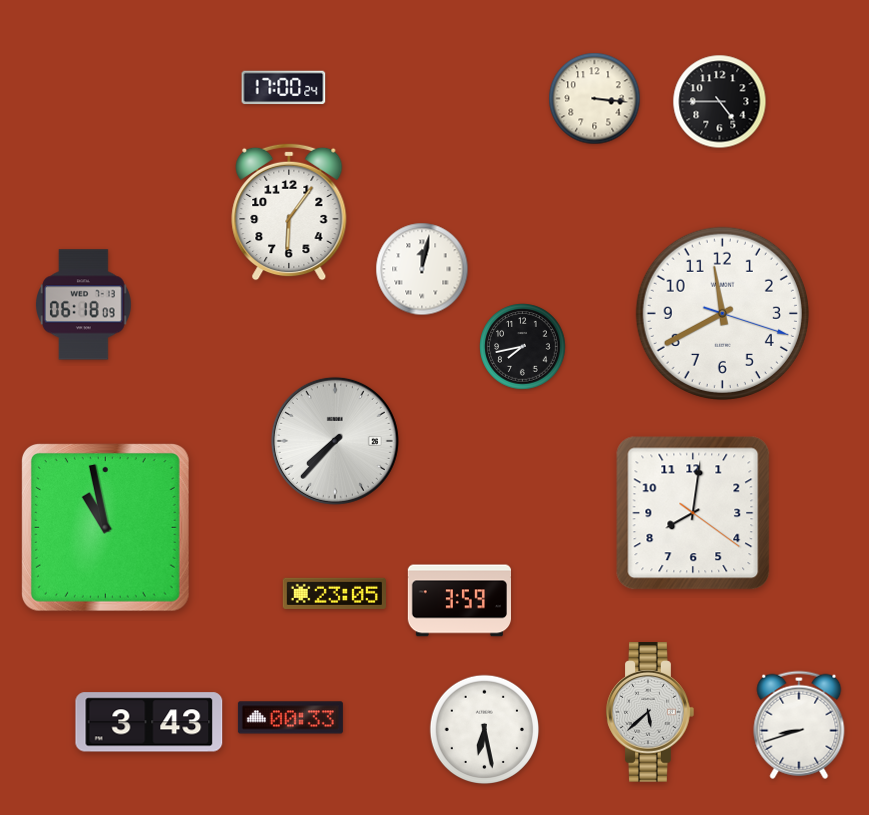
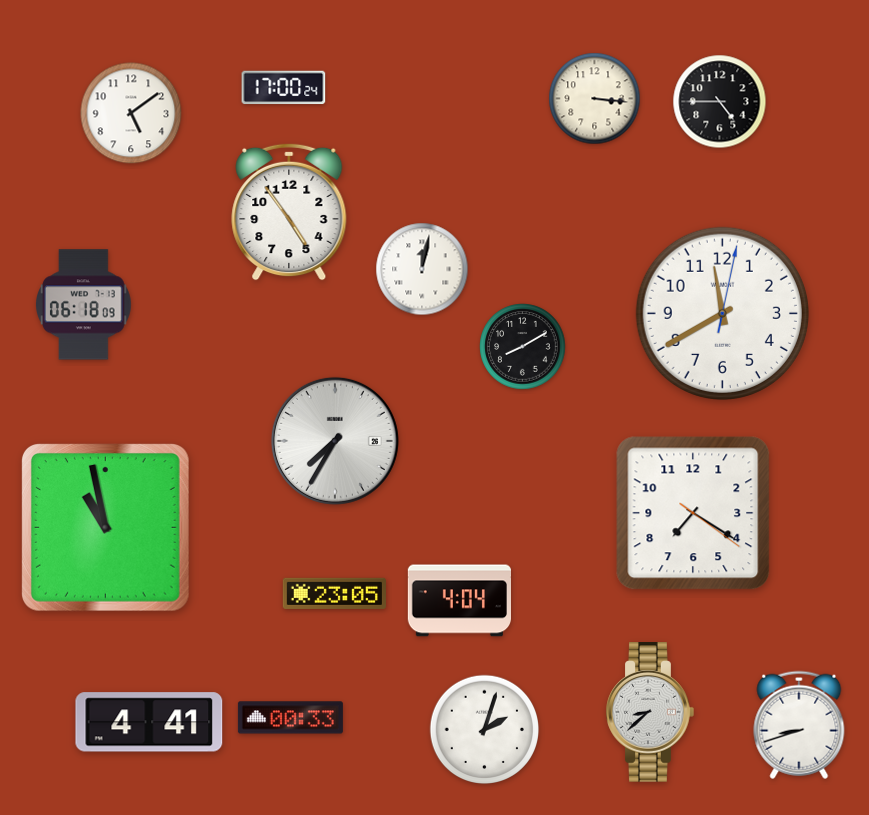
clock at (131, 113): none -> 5:09
clock at (289, 212): 6:06 -> 4:54
clock at (722, 313): 11:40:18 -> 11:40:02
clock at (523, 347): 7:43 -> 8:10
clock at (335, 441): 7:37 -> 7:35
clock at (693, 513): 8:01 -> 7:20
clock at (459, 601): 3:59 -> 4:04
clock at (650, 712): 5:38 -> 8:38
clock at (149, 722): 3:43 -> 4:41
clock at (485, 730): 6:28 -> 2:03
